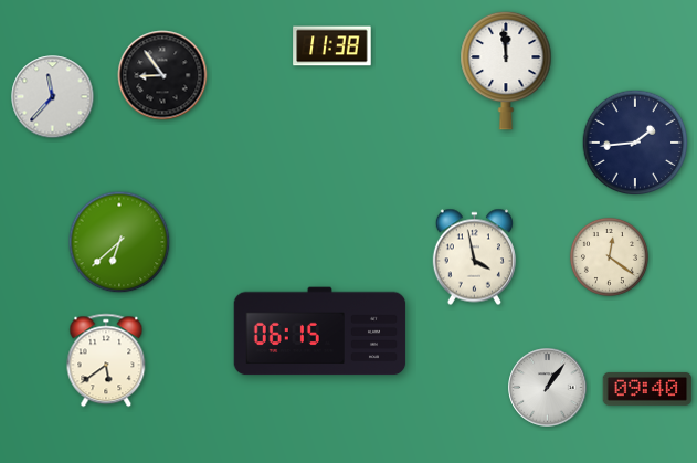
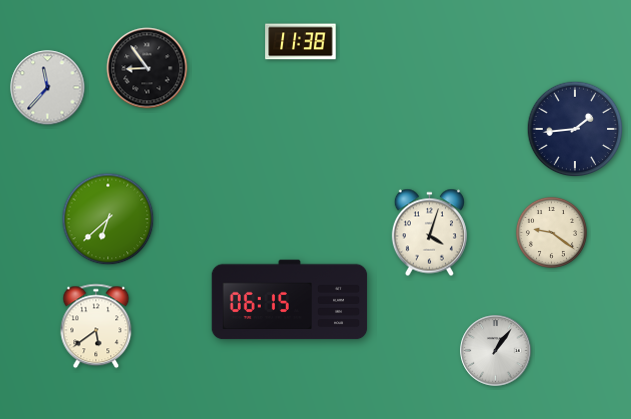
clock at (506, 71): 11:59 -> none
clock at (609, 256): 12:21 -> 9:21
clock at (474, 257): 3:58 -> 4:03
clock at (647, 389): 09:40 -> none
